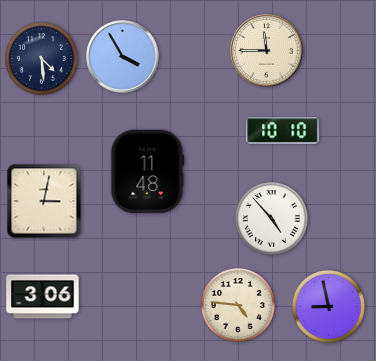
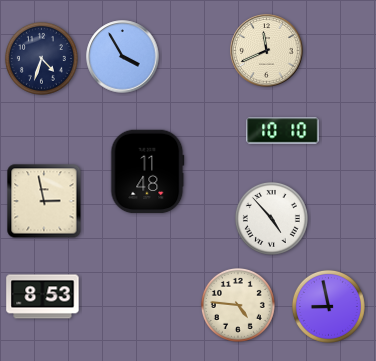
clock at (267, 51): 11:45 -> 11:41
clock at (41, 58): 4:29 -> 4:33
clock at (44, 201): 3:02 -> 2:58
clock at (43, 297): 3:06 -> 8:53
